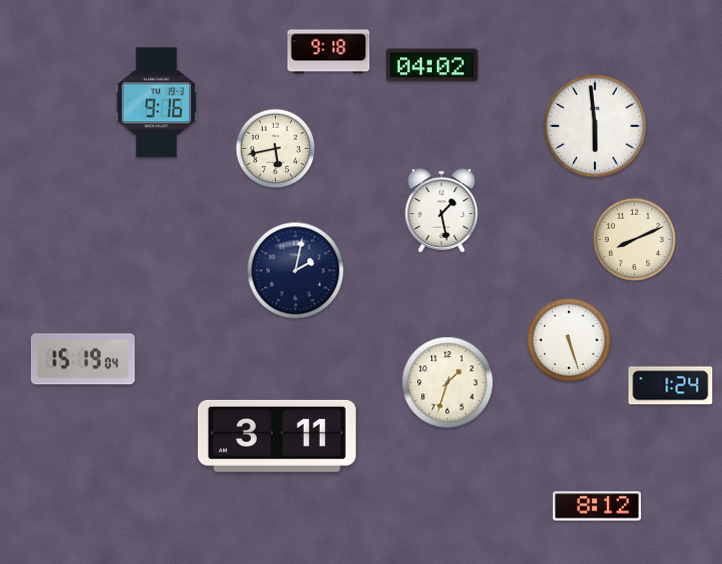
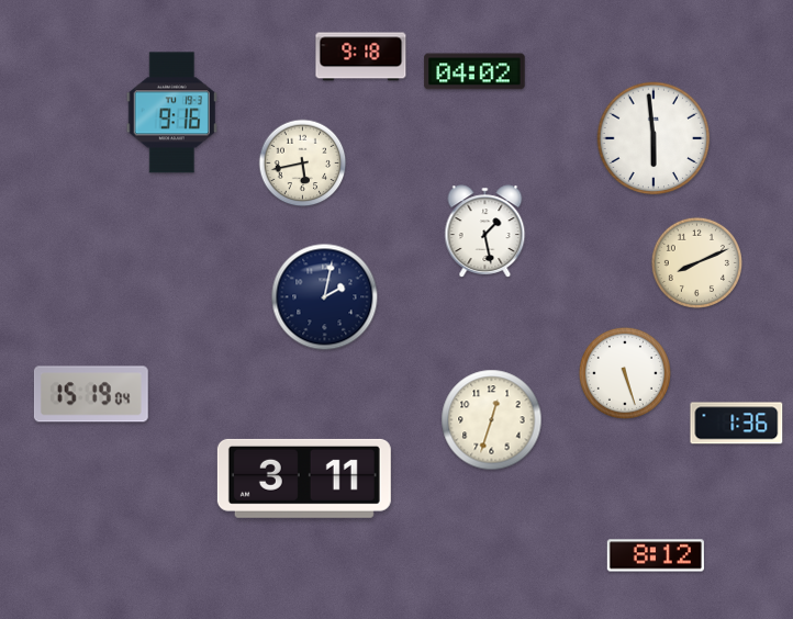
clock at (448, 383): 1:33 -> 12:33
clock at (671, 386): 1:24 -> 1:36
